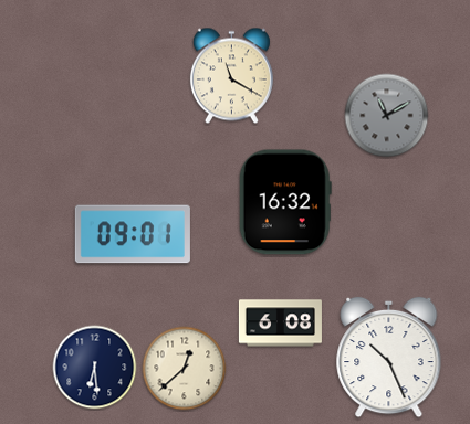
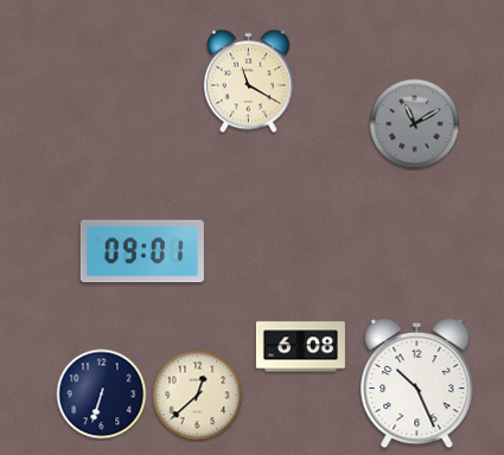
clock at (285, 202): 16:32 -> none
clock at (95, 368): 6:29 -> 6:33
